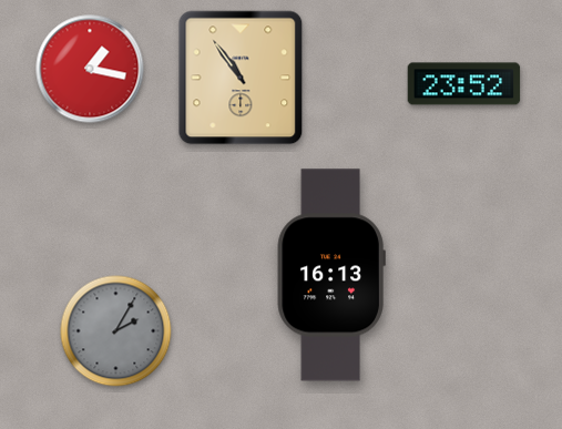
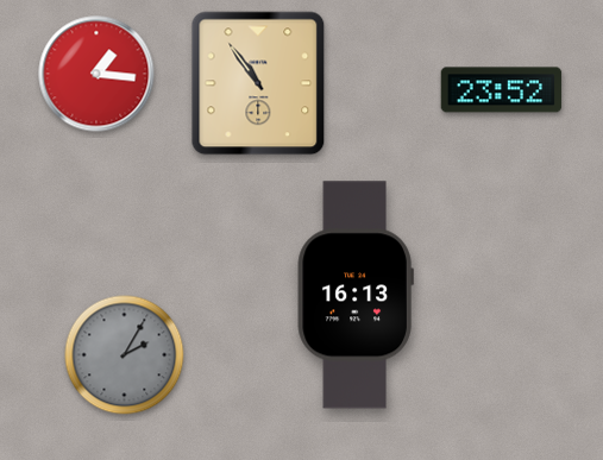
clock at (90, 69): 1:17 -> 1:16
clock at (464, 84) position: (464, 84) -> (502, 90)
